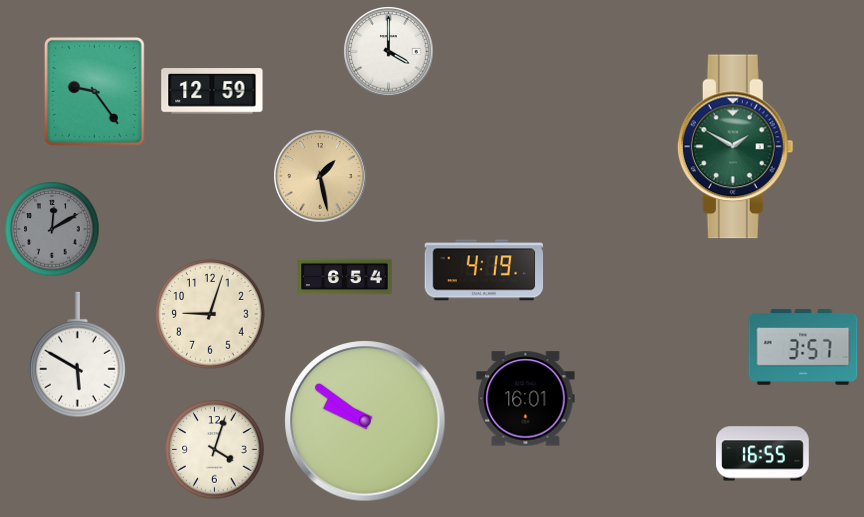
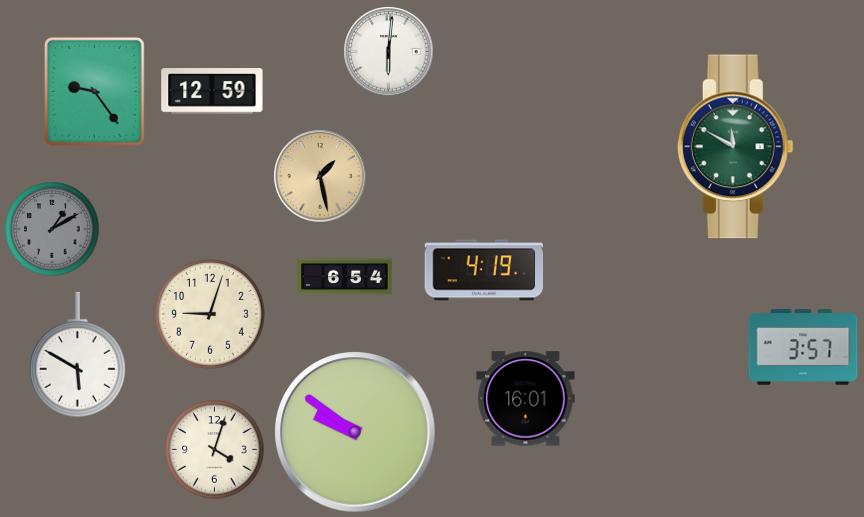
clock at (389, 52): 4:00 -> 6:01
clock at (735, 147): 1:50 -> 11:50
clock at (52, 229): 12:10 -> 1:10
clock at (365, 421) position: (365, 421) -> (355, 432)
clock at (763, 454): 16:55 -> none
